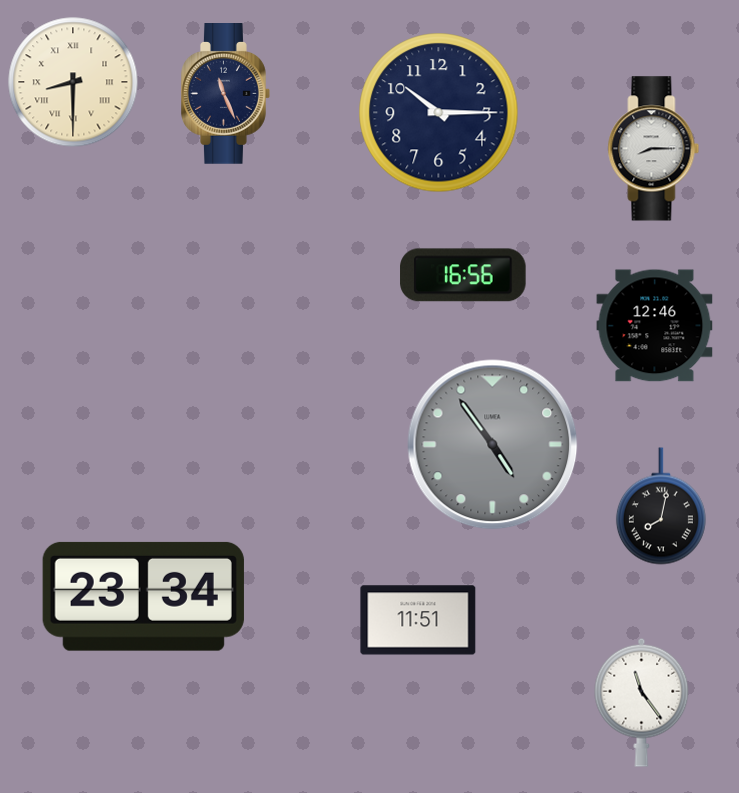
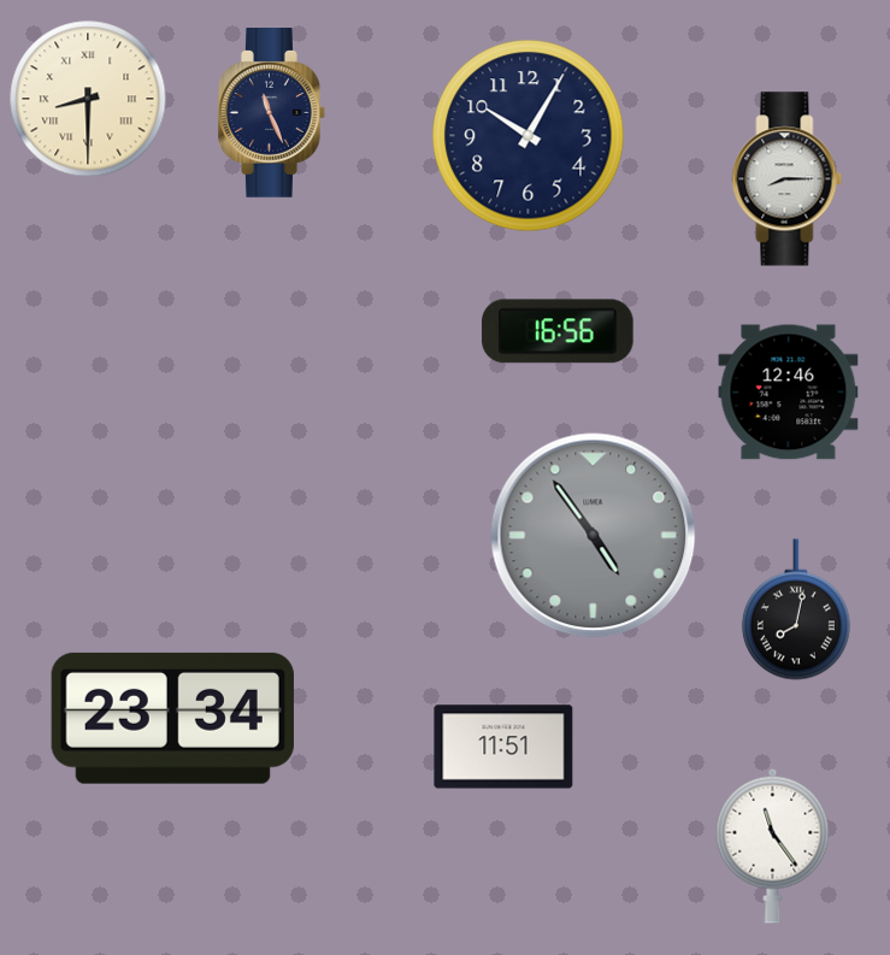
clock at (439, 113): 10:15 -> 10:05
